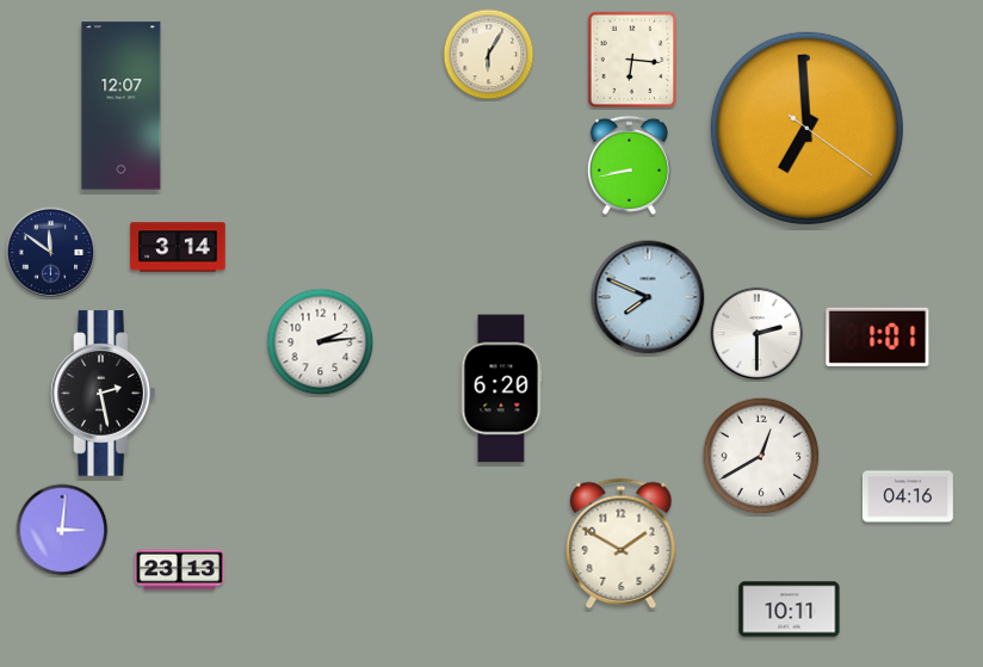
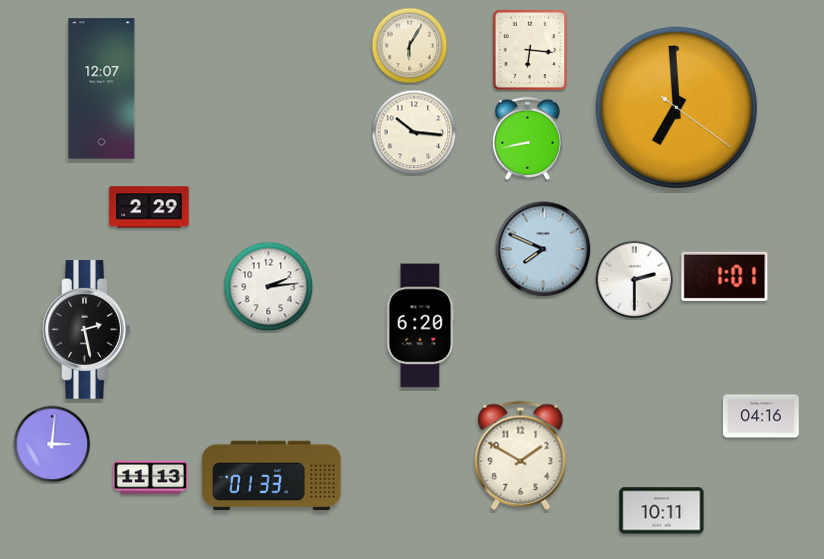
clock at (414, 132): none -> 10:16
clock at (178, 247): 3:14 -> 2:29
clock at (51, 253): 11:51 -> none
clock at (878, 336) position: (878, 336) -> (725, 276)
clock at (761, 456): 12:40 -> none
clock at (272, 476): none -> 01:33
clock at (179, 570): 23:13 -> 11:13
